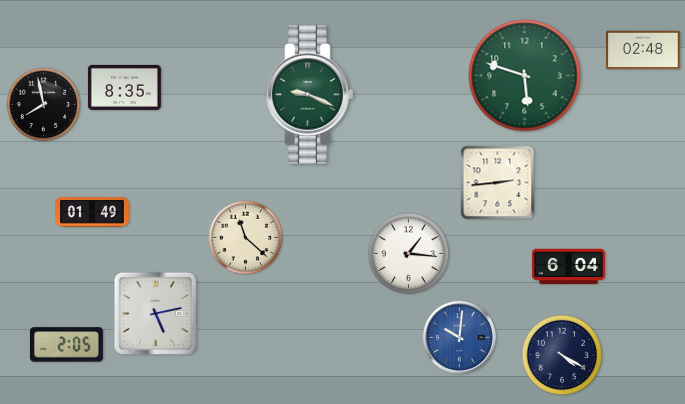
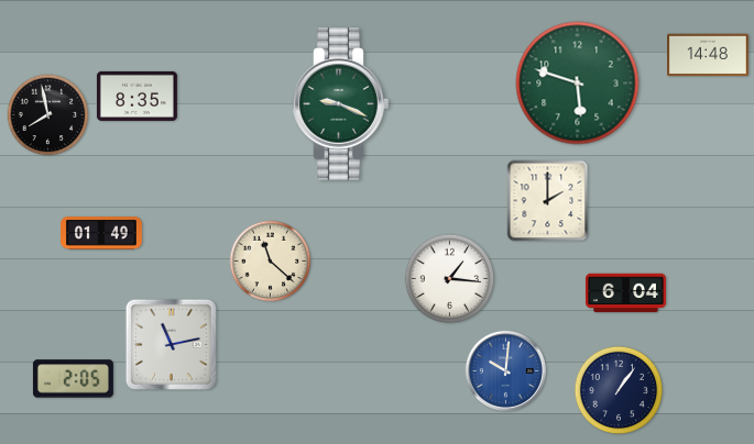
clock at (644, 50): 02:48 -> 14:48
clock at (498, 183): 2:44 -> 2:00
clock at (155, 313): 5:13 -> 11:13
clock at (562, 355): 4:20 -> 1:06
